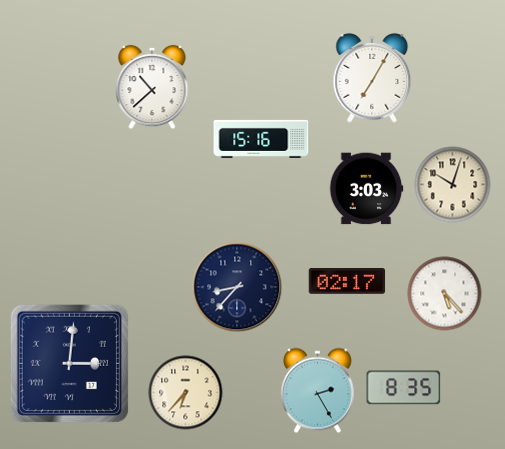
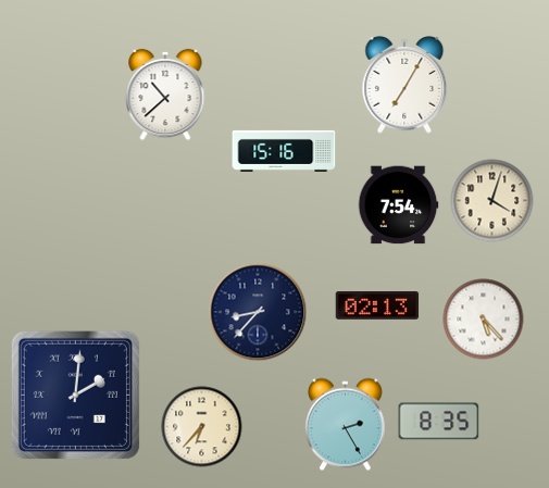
clock at (453, 185): 10:03 -> 4:03
clock at (366, 189): 3:03 -> 7:54
clock at (347, 282): 02:17 -> 02:13
clock at (69, 363): 3:01 -> 2:01
